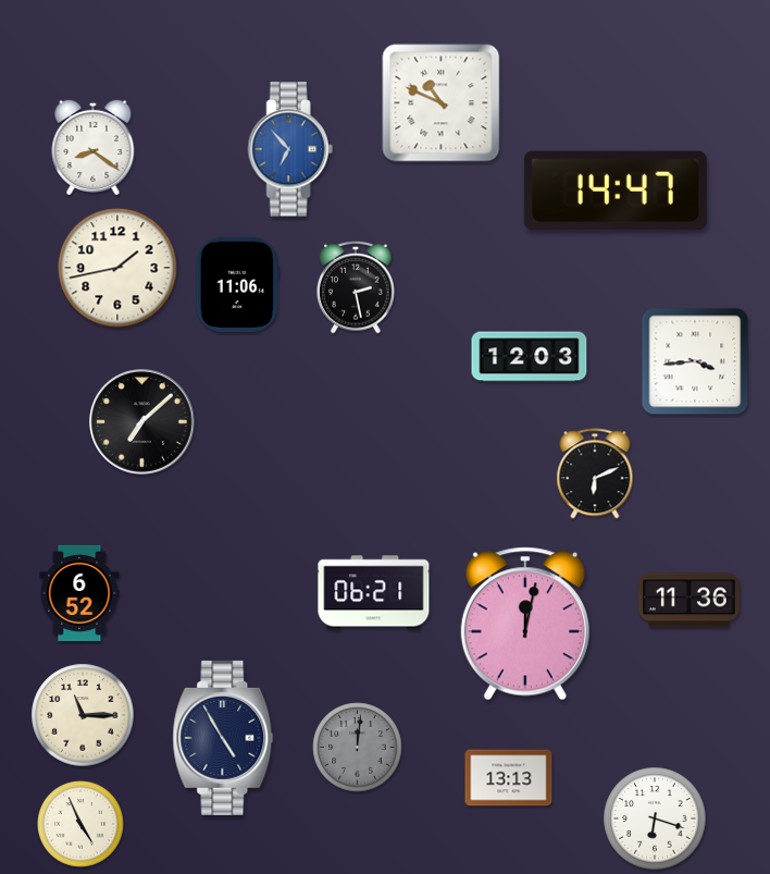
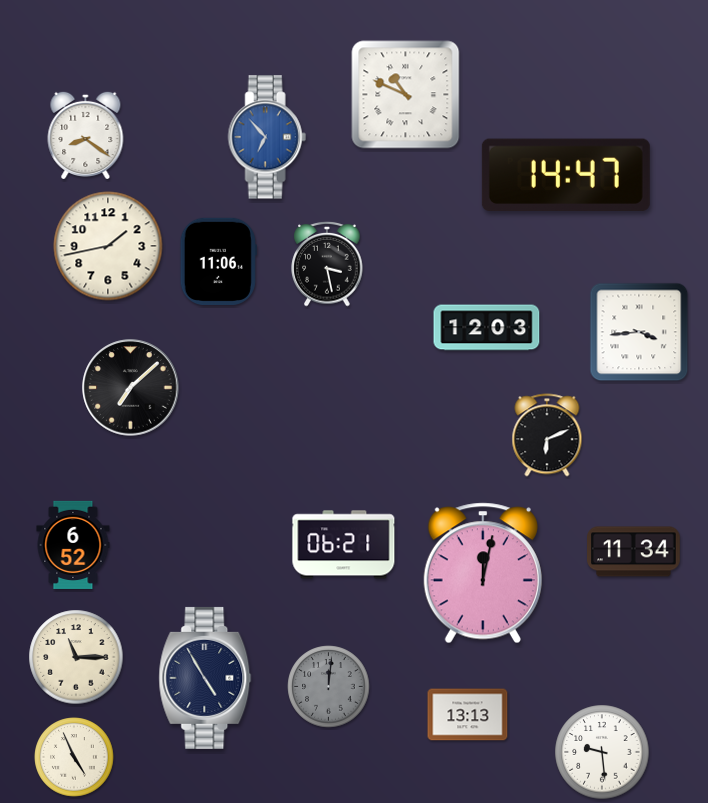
clock at (356, 287): 2:28 -> 3:28
clock at (690, 601): 11:36 -> 11:34
clock at (655, 818): 6:18 -> 9:29
